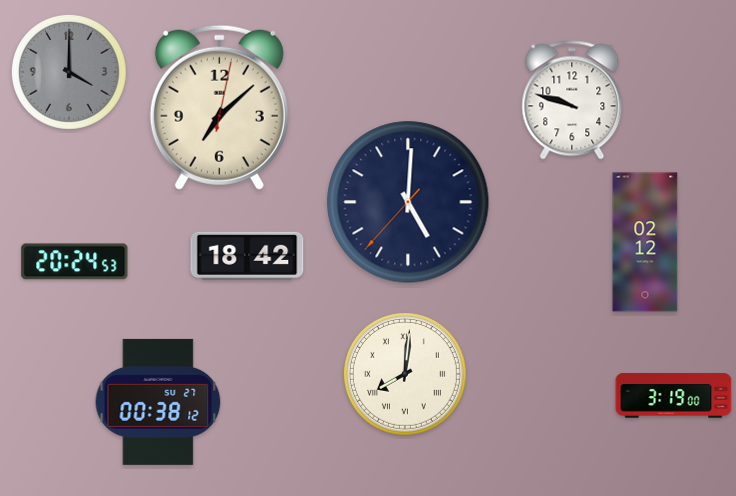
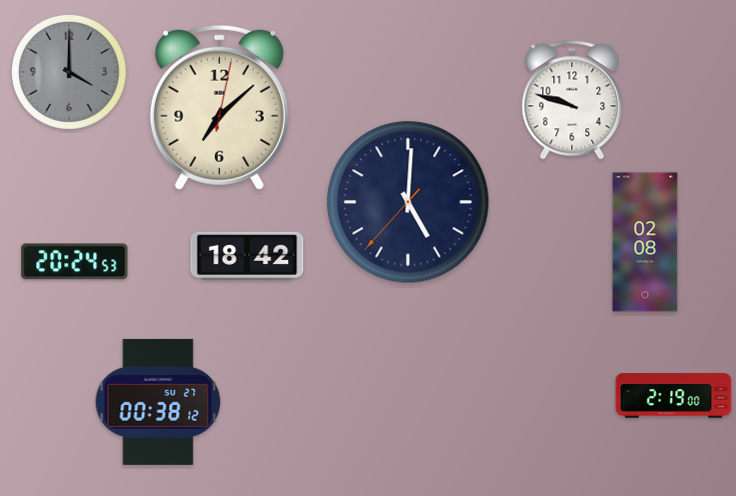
clock at (645, 242): 02:12 -> 02:08
clock at (406, 375): 8:01 -> none
clock at (674, 396): 3:19 -> 2:19
